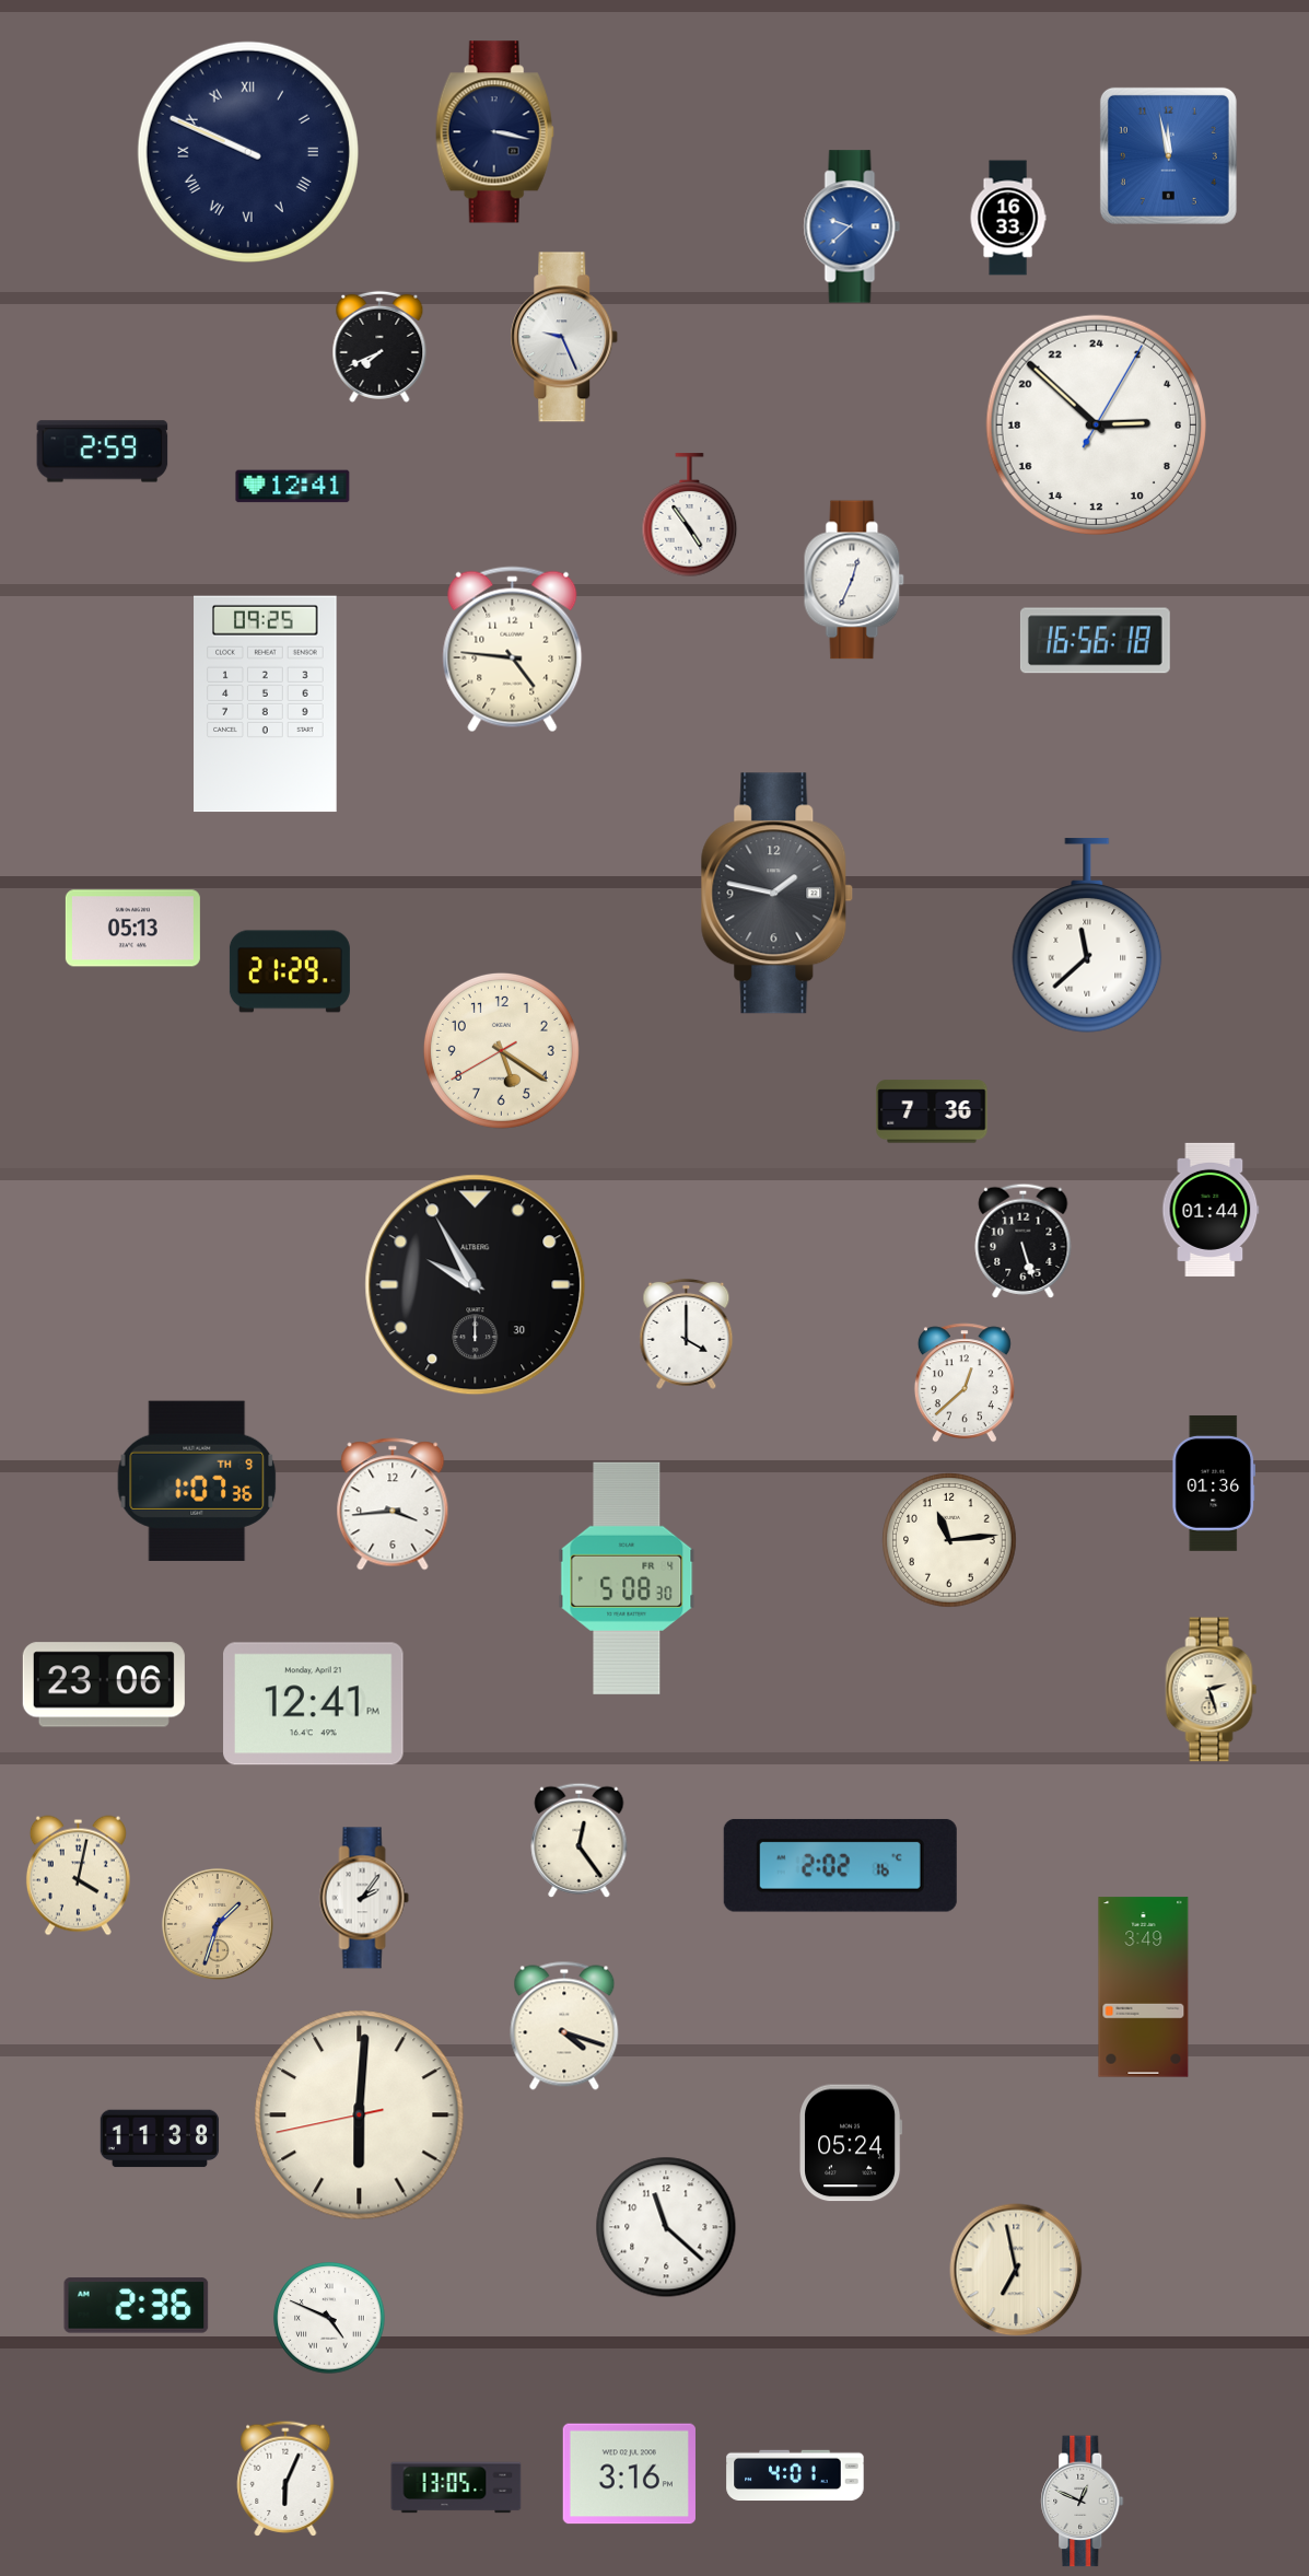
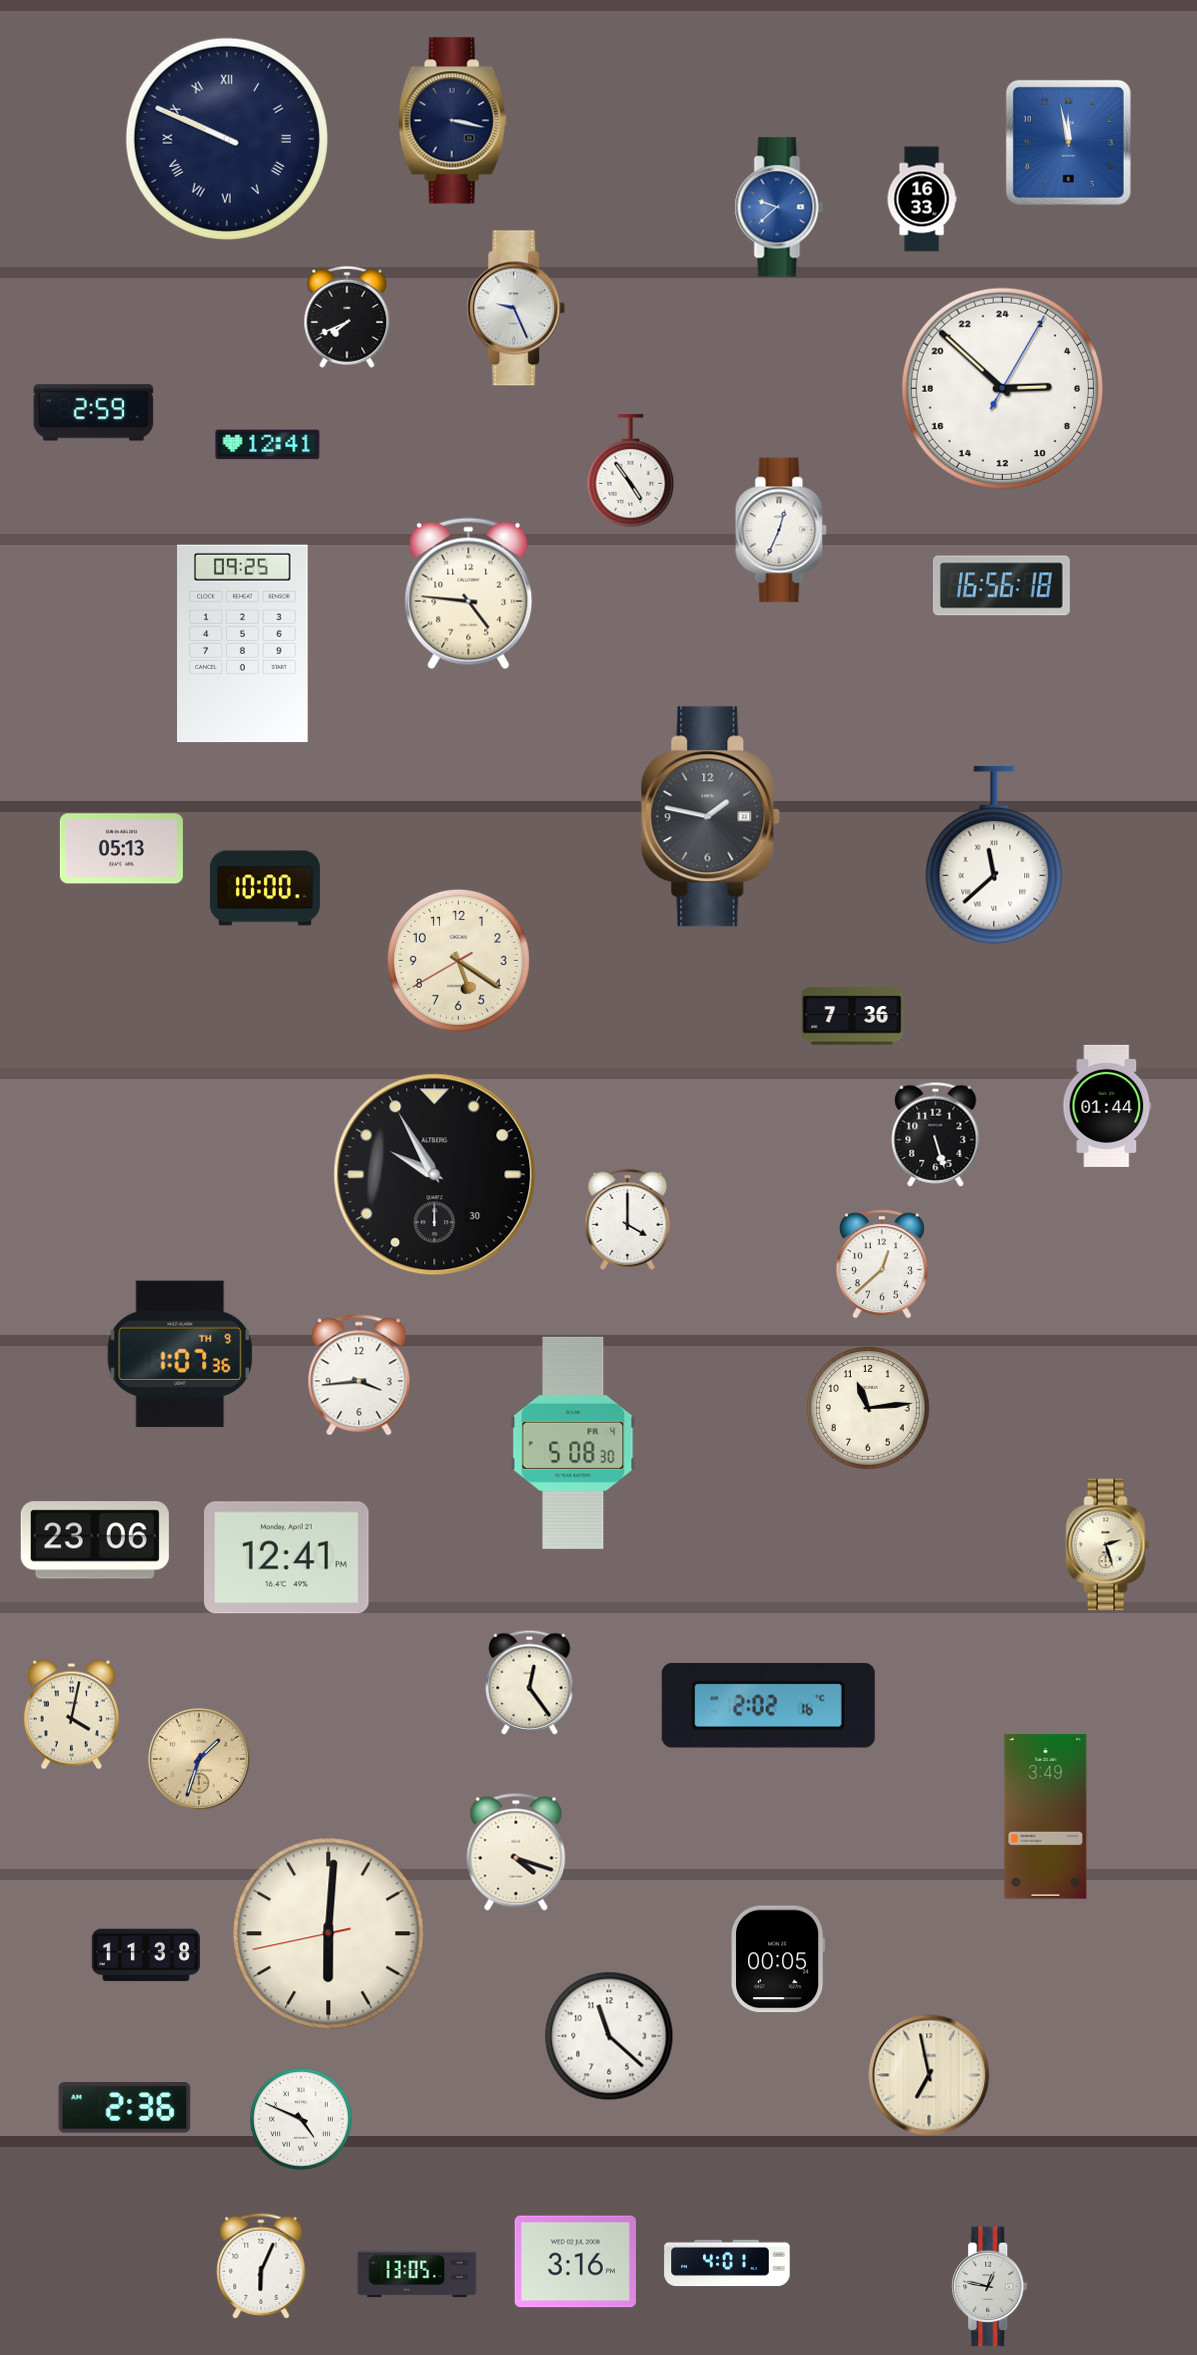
clock at (290, 971): 21:29 -> 10:00
clock at (1213, 1483): 01:36 -> none
clock at (364, 1898): 2:06 -> none
clock at (851, 2143): 05:24 -> 00:05
clock at (1083, 2502): 12:49 -> 12:47
